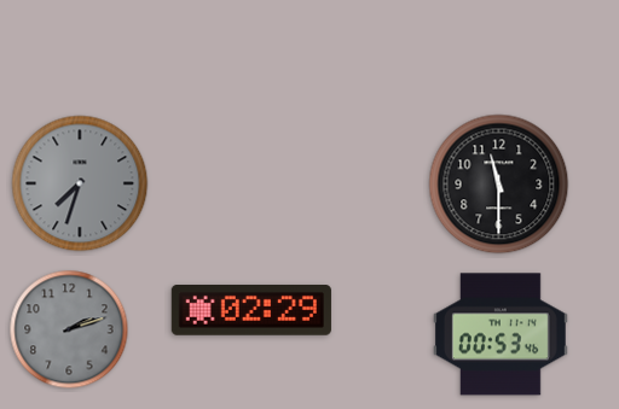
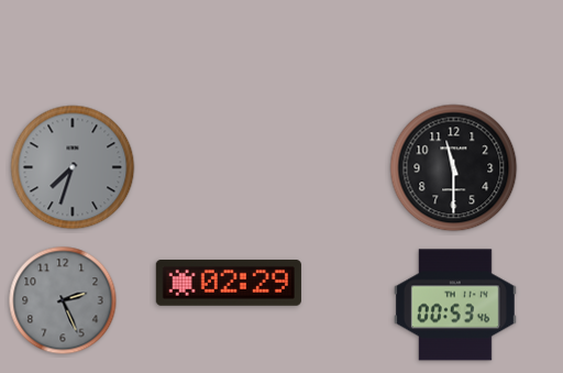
clock at (69, 329): 2:12 -> 2:26
